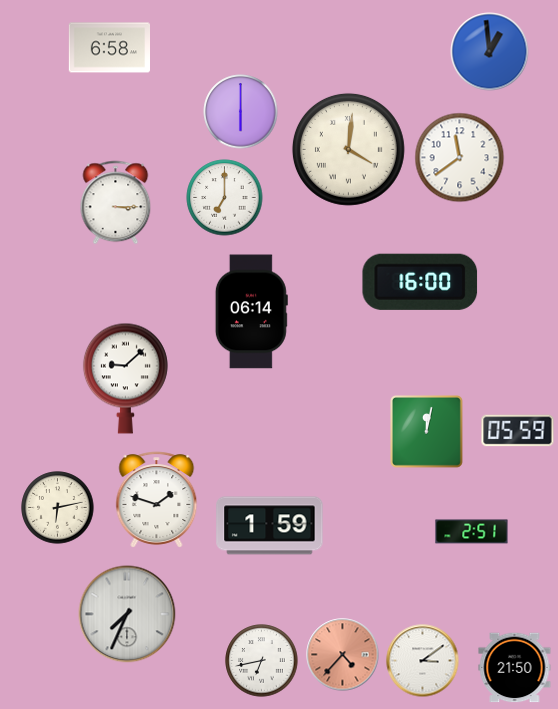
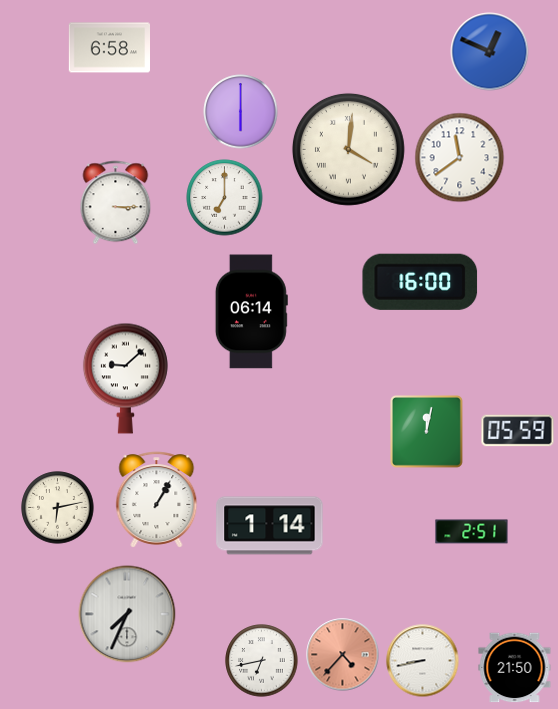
clock at (490, 52): 12:59 -> 12:49
clock at (157, 500): 1:48 -> 1:05
clock at (270, 526): 1:59 -> 1:14
clock at (423, 661): 3:09 -> 8:43
